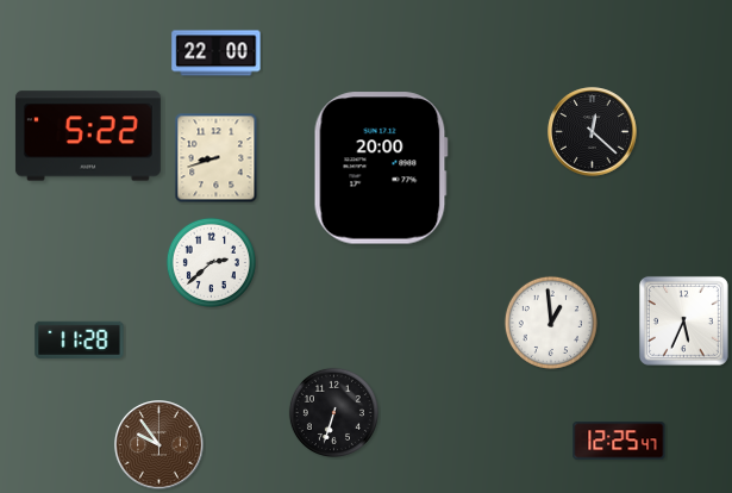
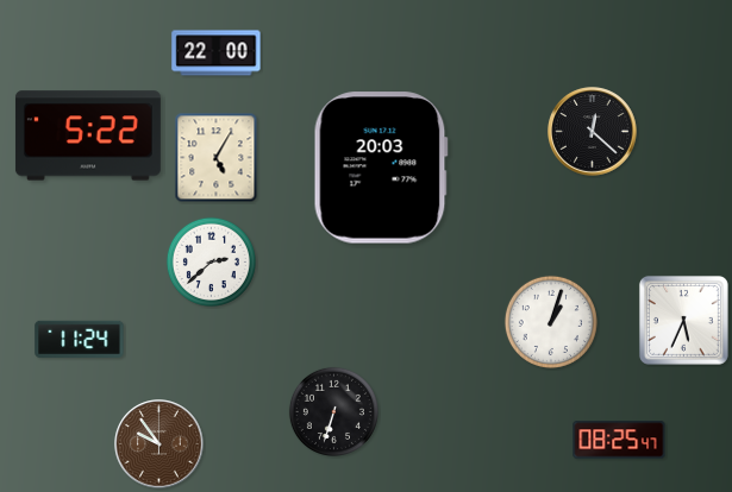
clock at (217, 158): 8:42 -> 5:05
clock at (381, 168): 20:00 -> 20:03
clock at (551, 323): 12:59 -> 1:03
clock at (80, 339): 11:28 -> 11:24
clock at (619, 441): 12:25 -> 08:25
